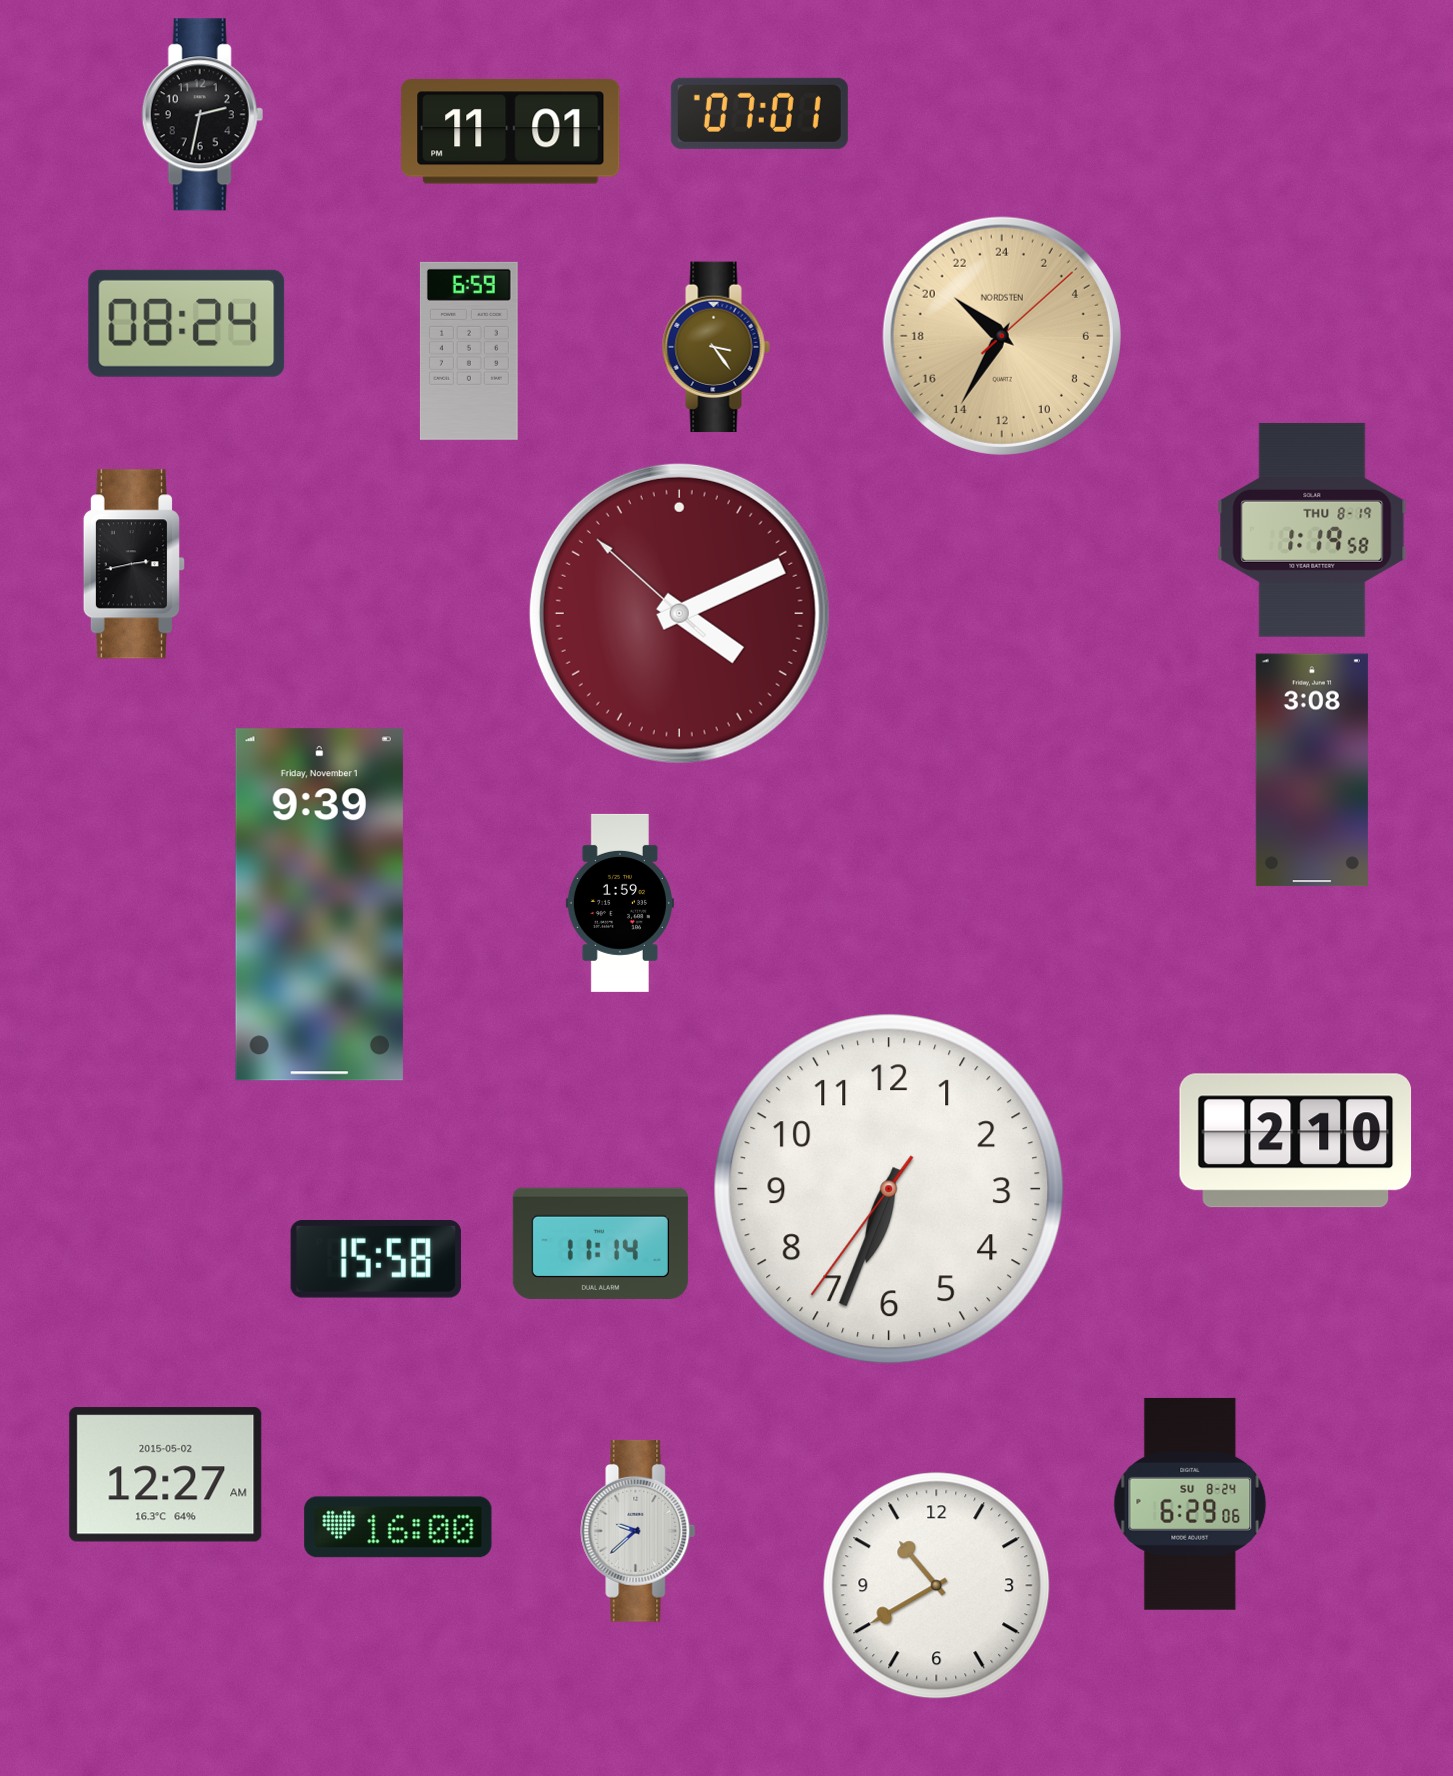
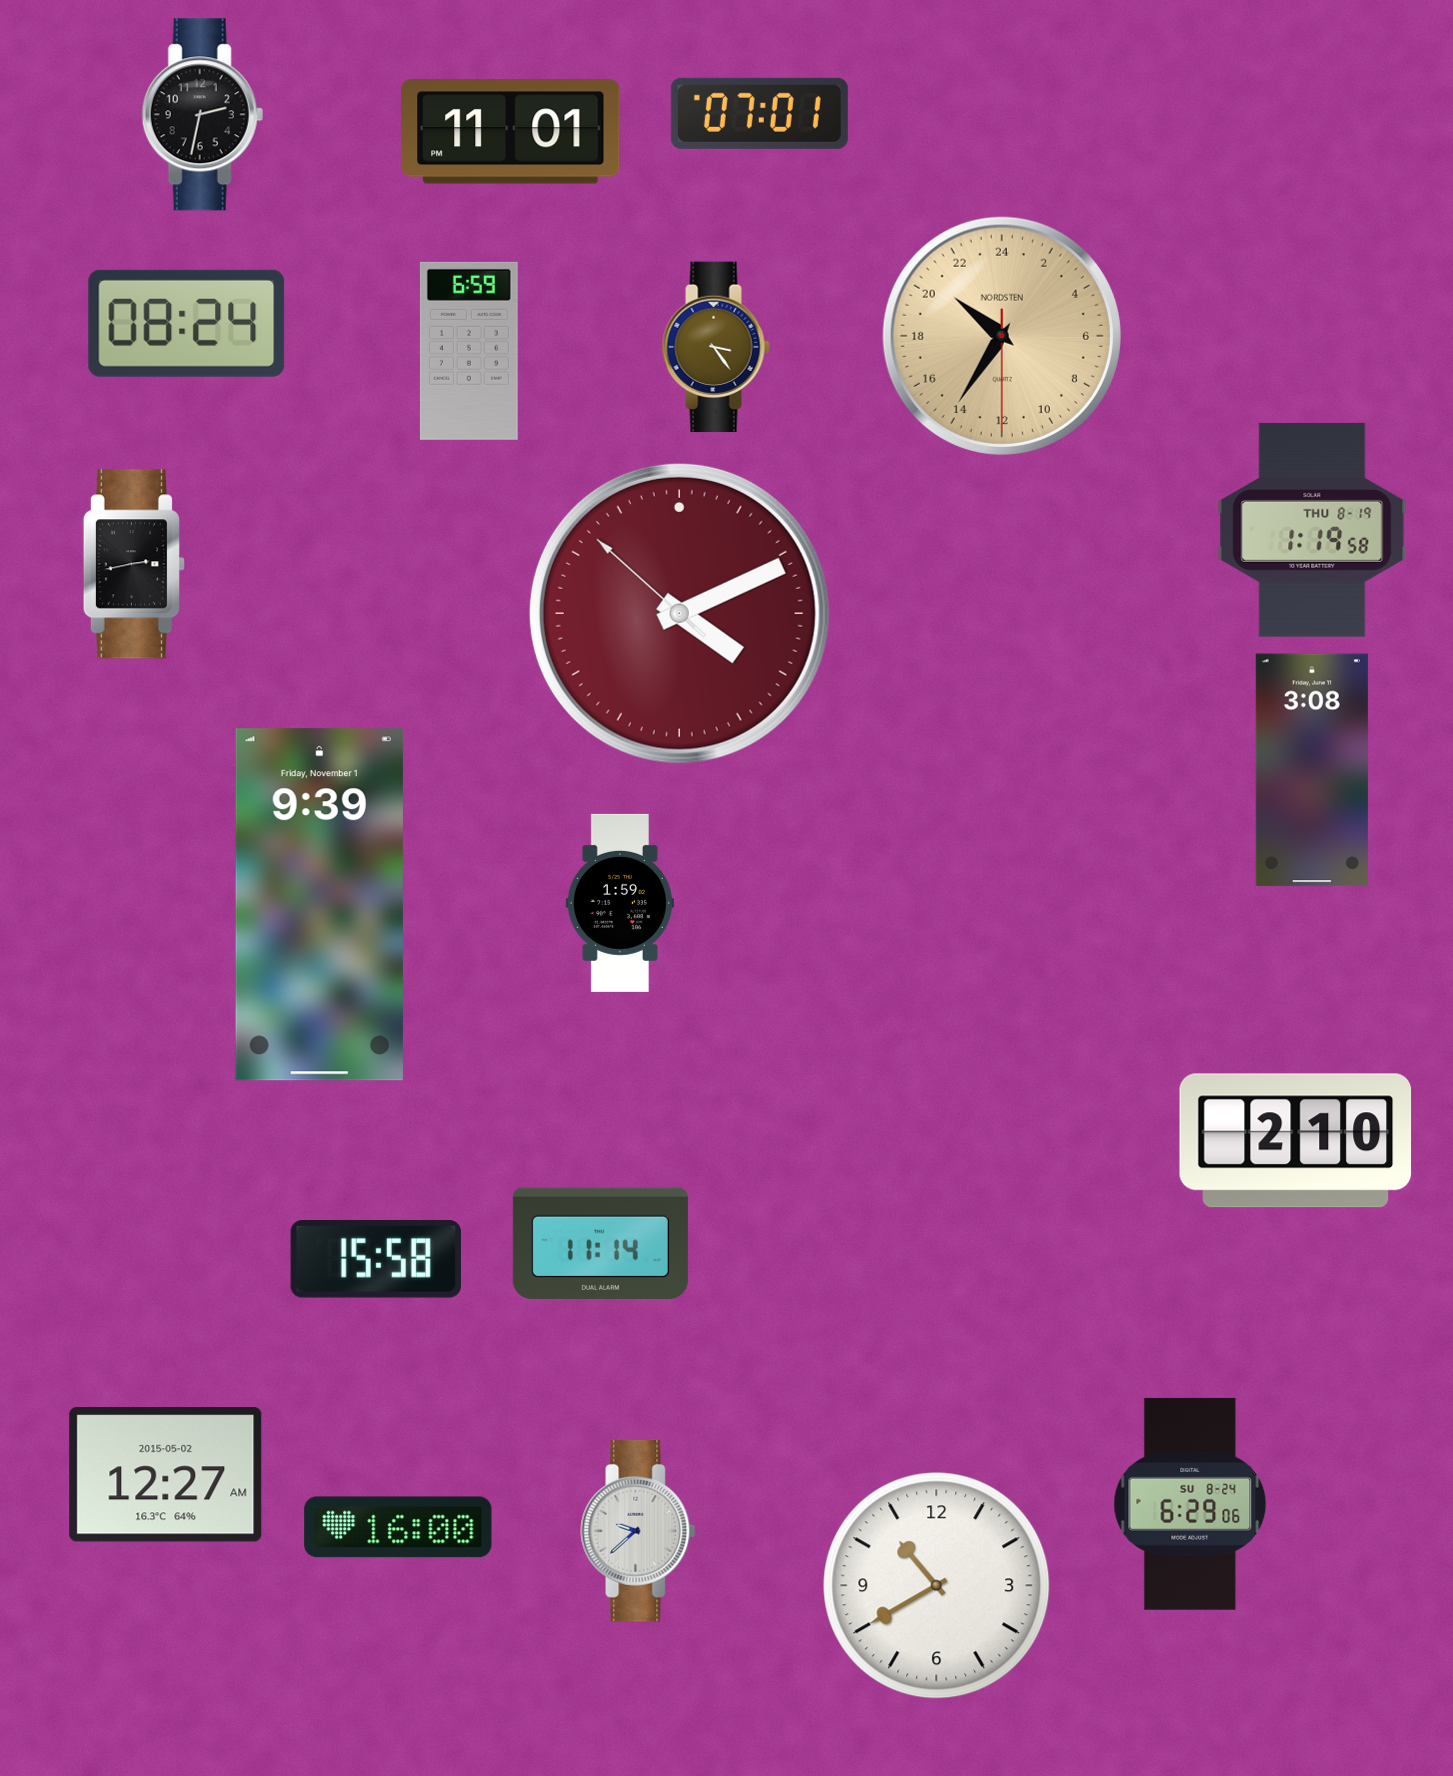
clock at (1002, 336): 20:35:08 -> 20:35:30
clock at (889, 1189): 6:33 -> none
